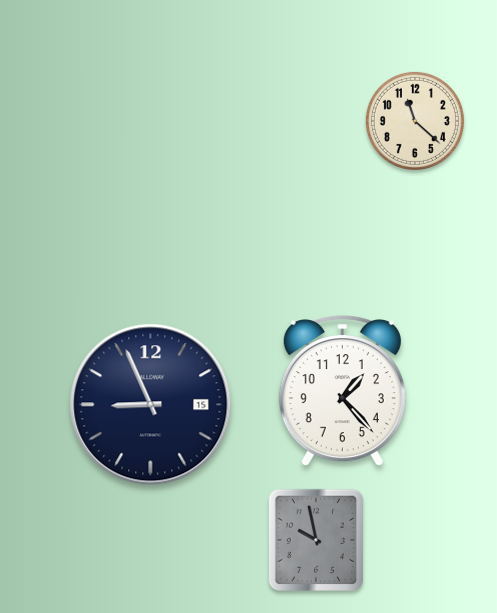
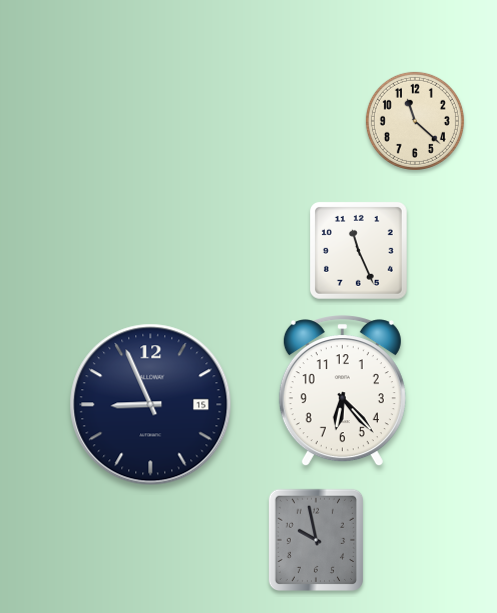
clock at (358, 250): none -> 11:26
clock at (342, 391): 1:23 -> 6:23
